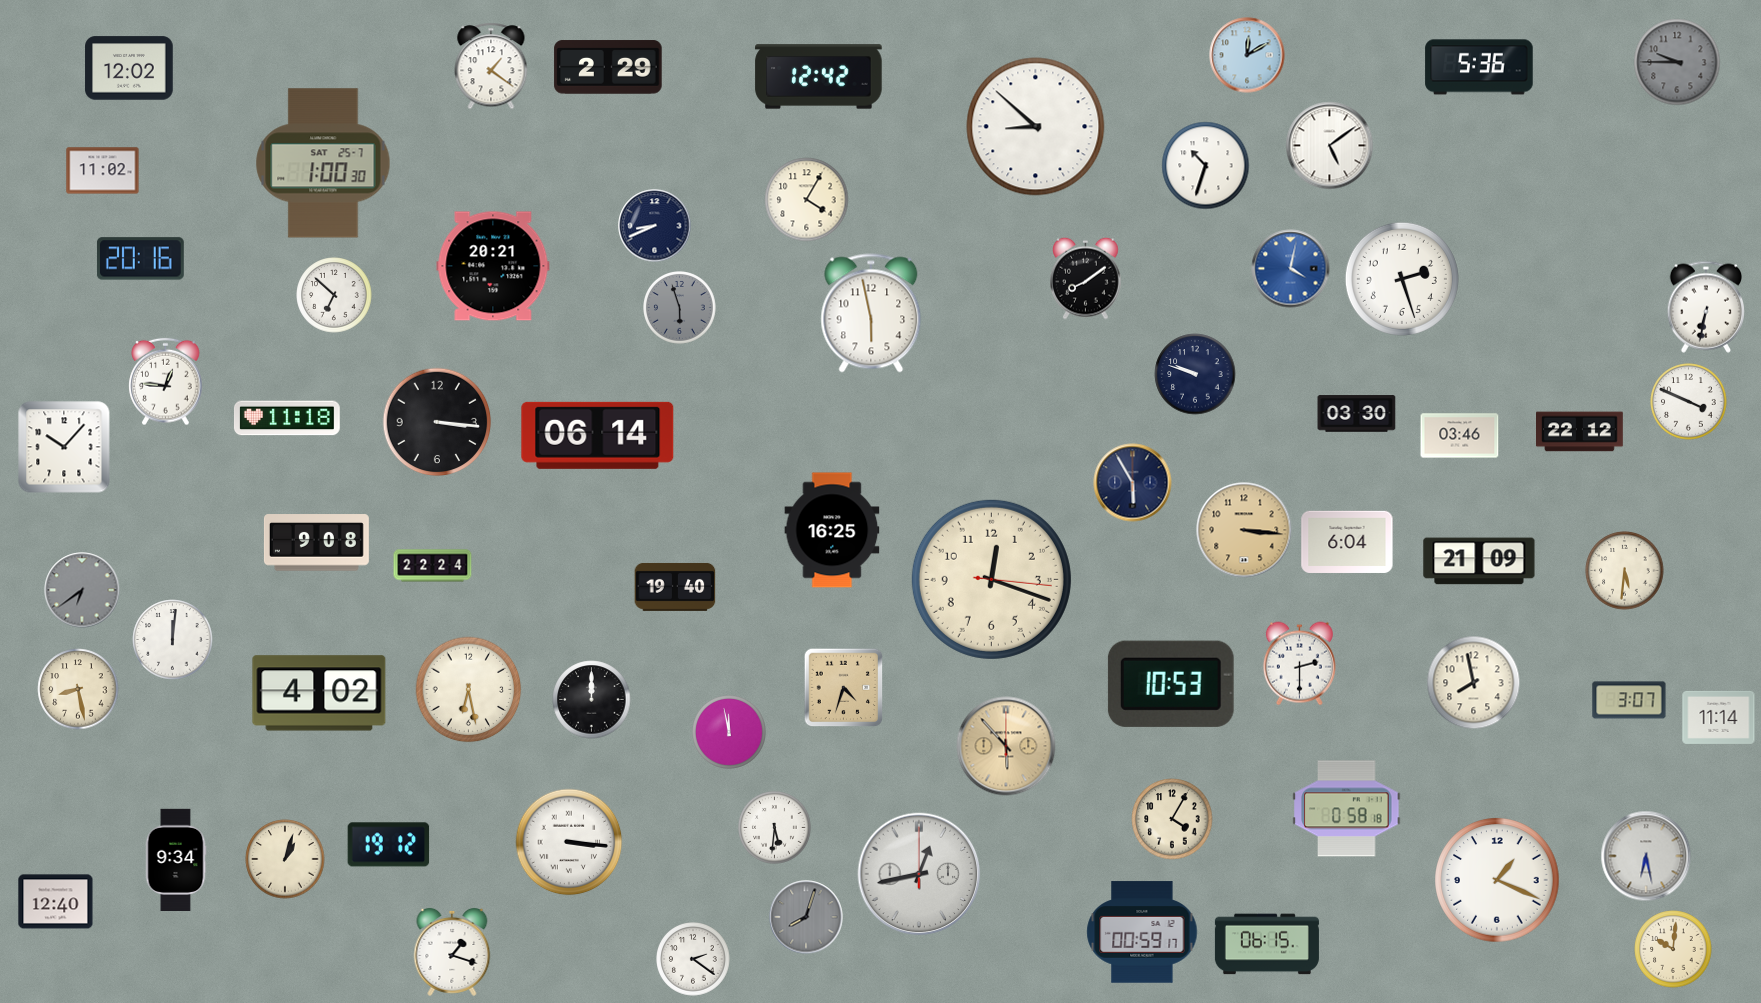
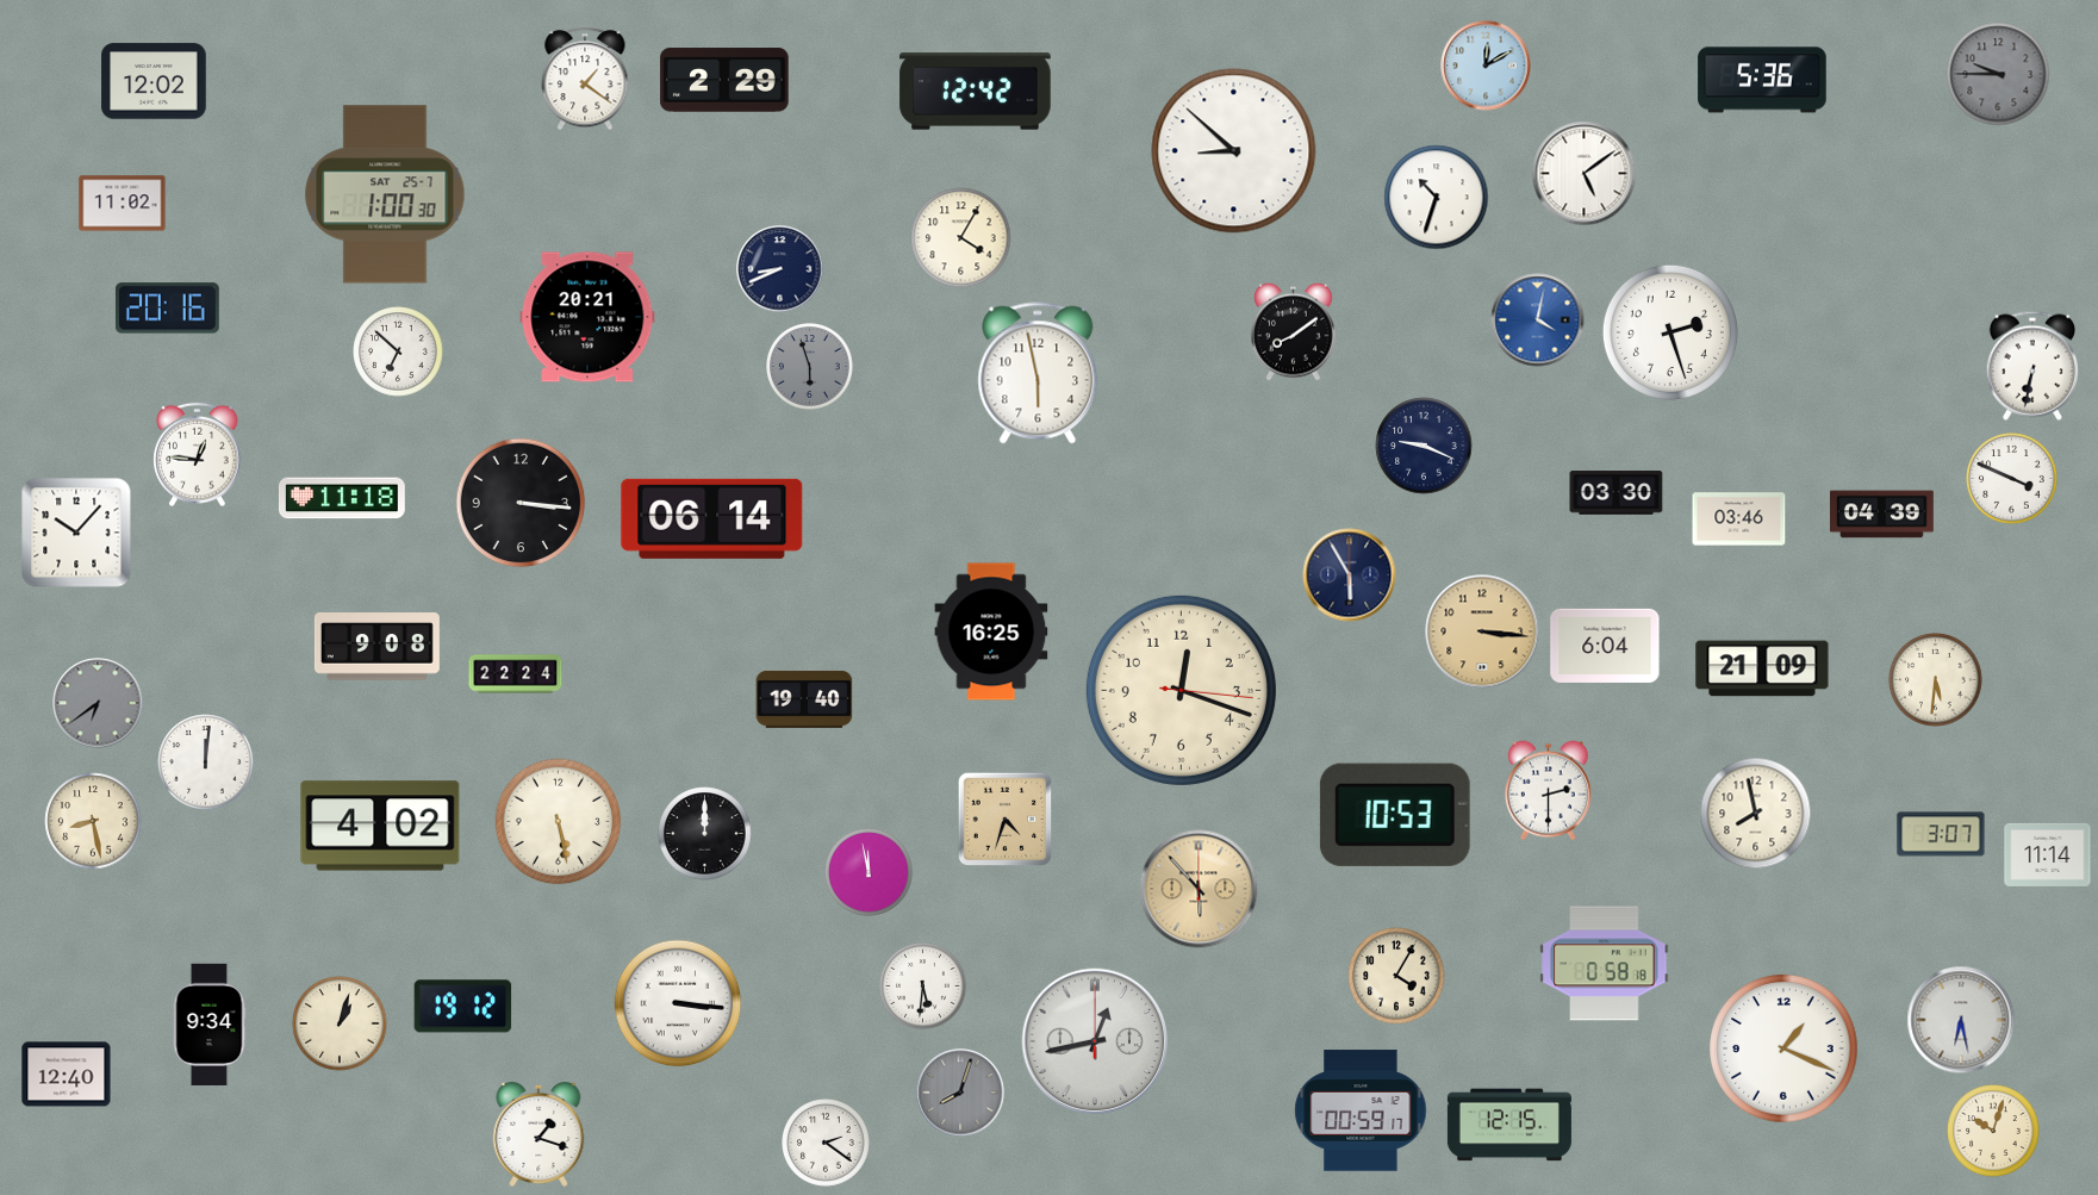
clock at (1195, 374): 9:48 -> 9:19
clock at (1580, 432): 22:12 -> 04:39
clock at (469, 690): 6:28 -> 5:28
clock at (1267, 944): 06:15 -> 12:15
clock at (1673, 949): 10:01 -> 10:03
